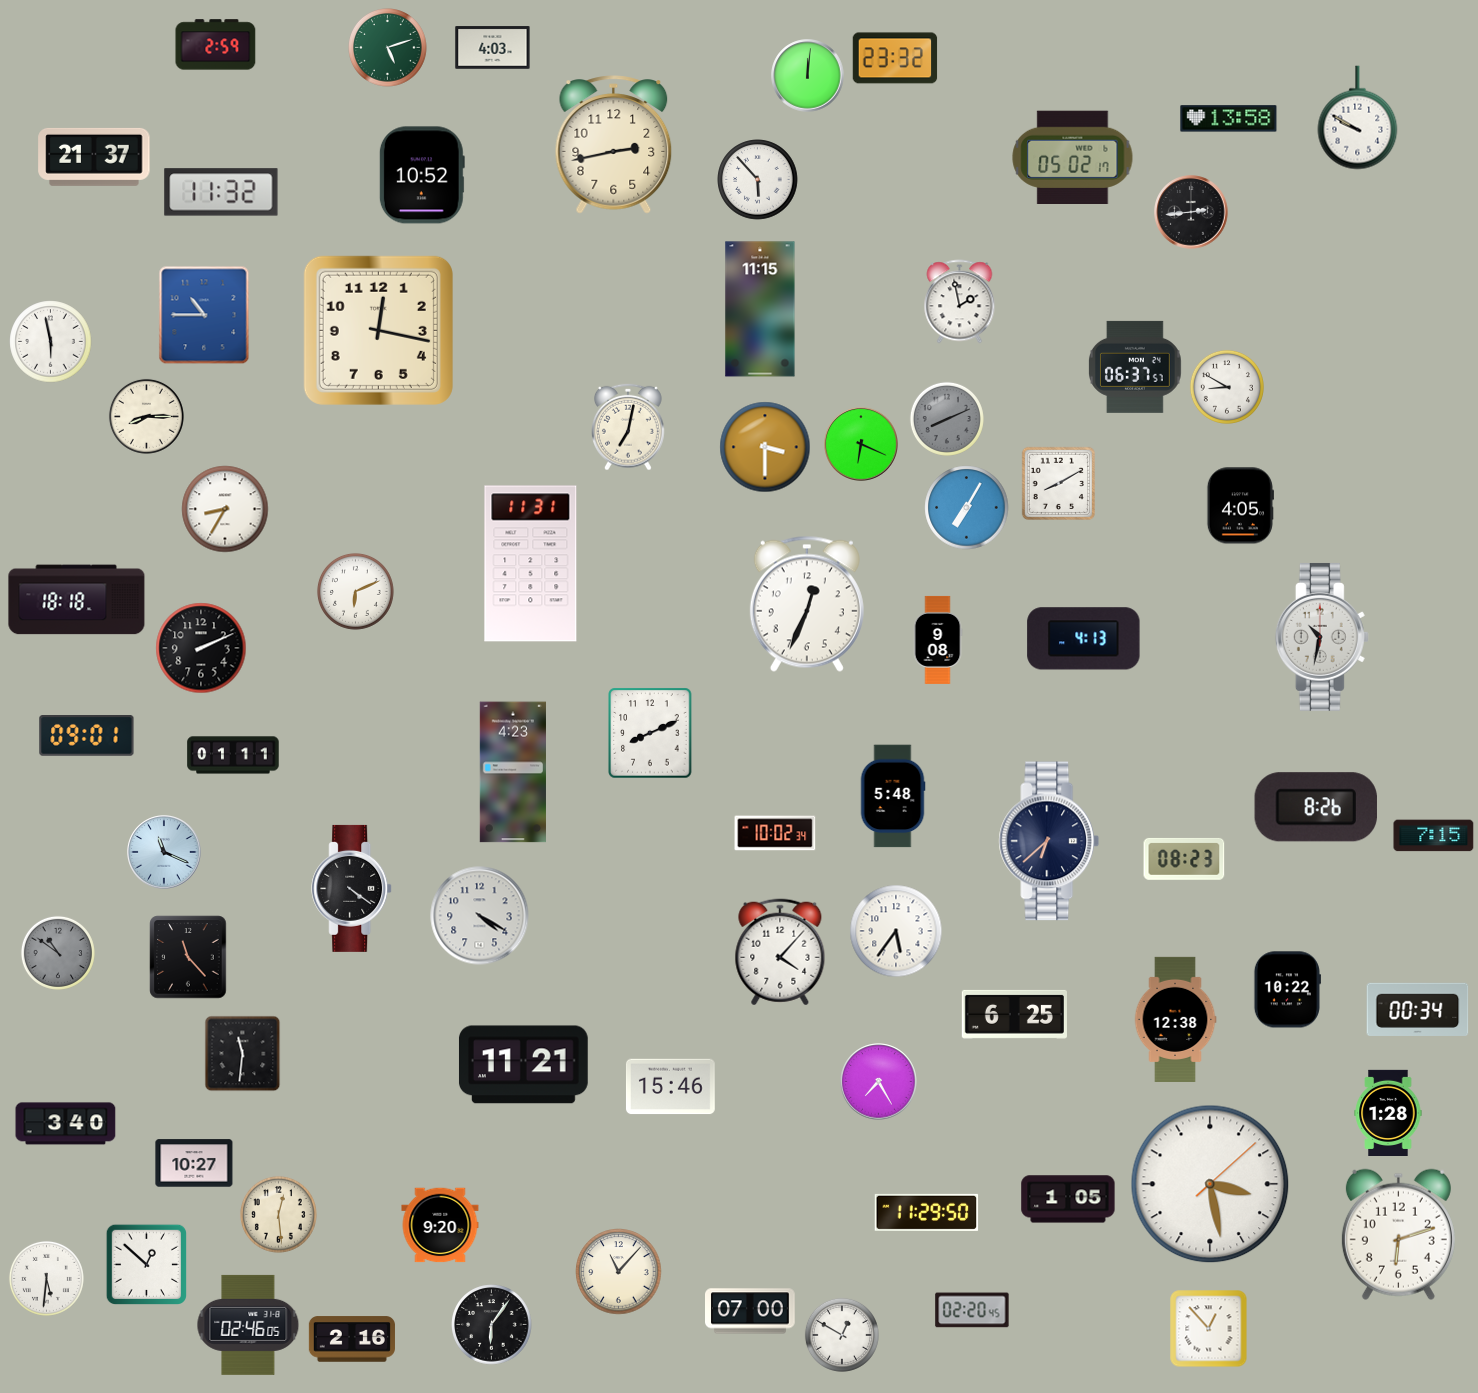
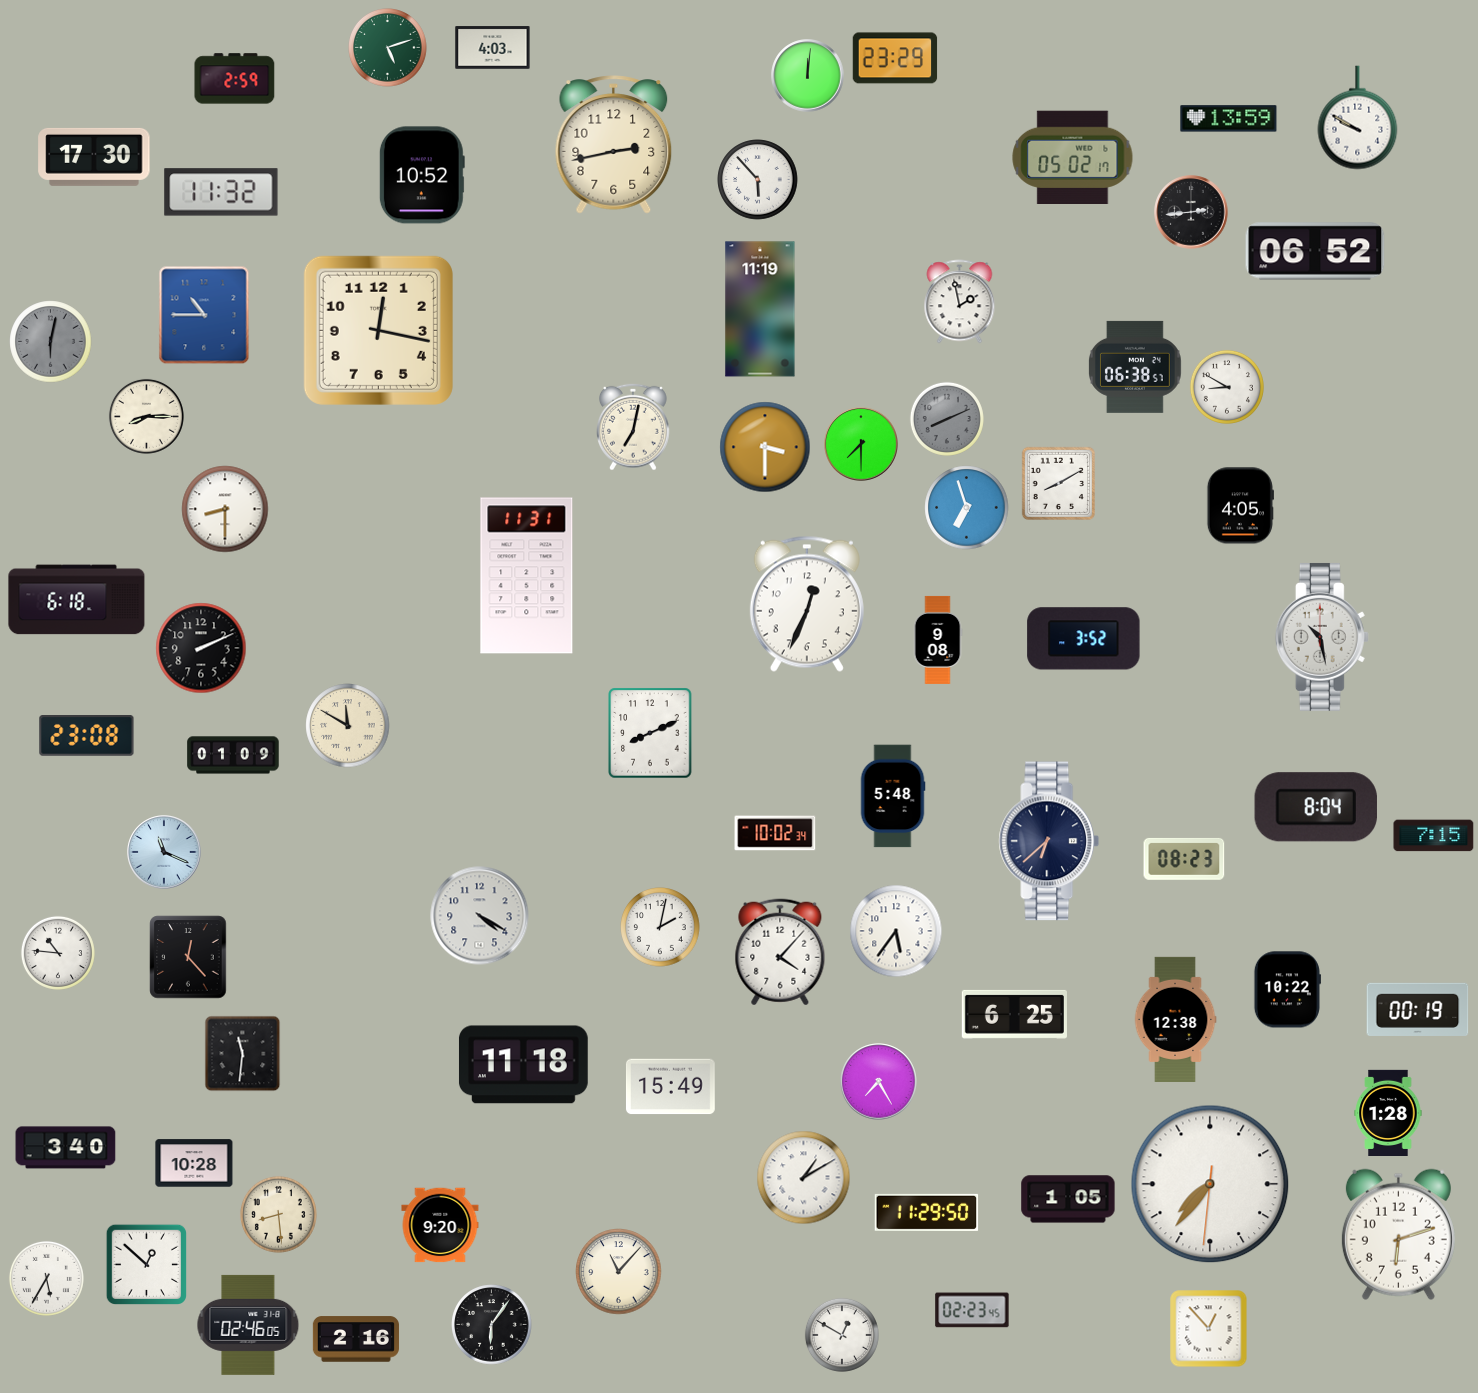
clock at (216, 45) position: (216, 45) -> (235, 79)
clock at (895, 58): 23:32 -> 23:29
clock at (1229, 119): 13:58 -> 13:59
clock at (94, 157): 21:37 -> 17:30
clock at (1315, 251): none -> 06:52
clock at (760, 309): 11:15 -> 11:19
clock at (51, 342): 5:58 -> 6:02
clock at (51, 342) dial: white -> grey
clock at (1136, 367): 06:37 -> 06:38
clock at (629, 427) position: (629, 427) -> (634, 427)
clock at (861, 444): 6:19 -> 7:30
clock at (967, 508): 7:05 -> 6:57
clock at (225, 509): 8:35 -> 8:30
clock at (531, 564) position: (531, 564) -> (527, 576)
clock at (355, 591): 6:11 -> none
clock at (77, 600): 18:18 -> 6:18
clock at (1322, 637): 10:32 -> 10:28
clock at (1084, 639): 4:13 -> 3:52
clock at (348, 726): none -> 11:50
clock at (87, 736): 09:01 -> 23:08
clock at (233, 755): 01:11 -> 01:09
clock at (513, 772): 4:23 -> none
clock at (1316, 807): 8:26 -> 8:04
clock at (352, 888): 4:21 -> none
clock at (660, 927): none -> 2:02
clock at (58, 953): 10:51 -> 10:46
clock at (58, 953) dial: grey -> white
clock at (188, 957): 11:23 -> 12:23
clock at (1418, 1009): 00:34 -> 00:19
clock at (523, 1065): 11:21 -> 11:18
clock at (670, 1087): 15:46 -> 15:49
clock at (66, 1124) position: (66, 1124) -> (66, 1148)
clock at (194, 1163): 10:27 -> 10:28
clock at (804, 1178): none -> 1:10
clock at (1210, 1184): 3:28 -> 7:36
clock at (278, 1214): 12:29 -> 8:29
clock at (46, 1278): 5:31 -> 5:35
clock at (972, 1310): 02:20 -> 02:23
clock at (751, 1311): 07:00 -> none
clock at (352, 1339) position: (352, 1339) -> (356, 1339)
